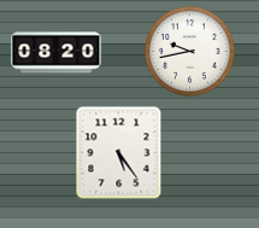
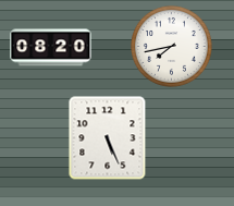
clock at (190, 52): 9:43 -> 7:43
clock at (119, 153): 5:24 -> 5:26
